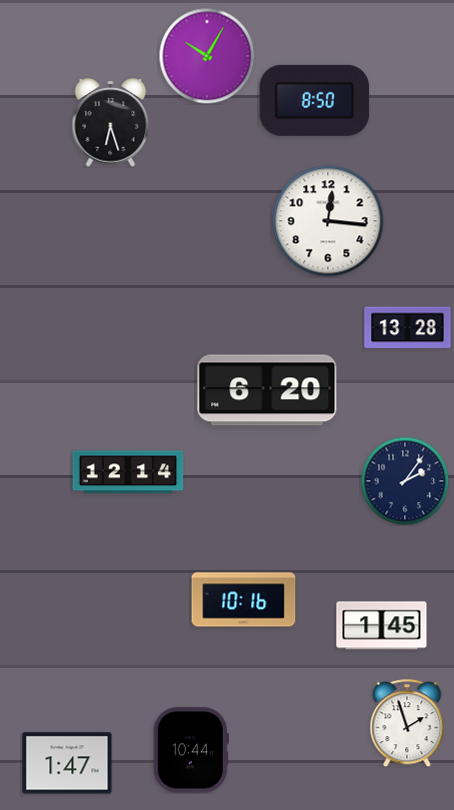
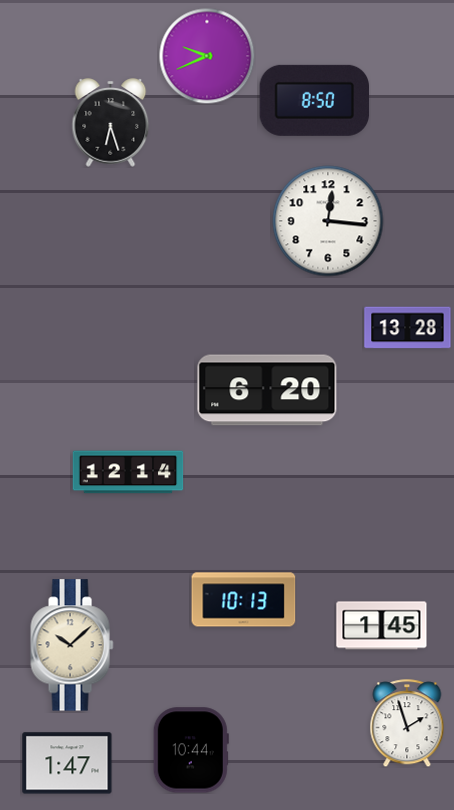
clock at (207, 56): 10:05 -> 9:41
clock at (405, 481): 2:06 -> none
clock at (244, 600): 10:16 -> 10:13
clock at (72, 645): none -> 10:08
